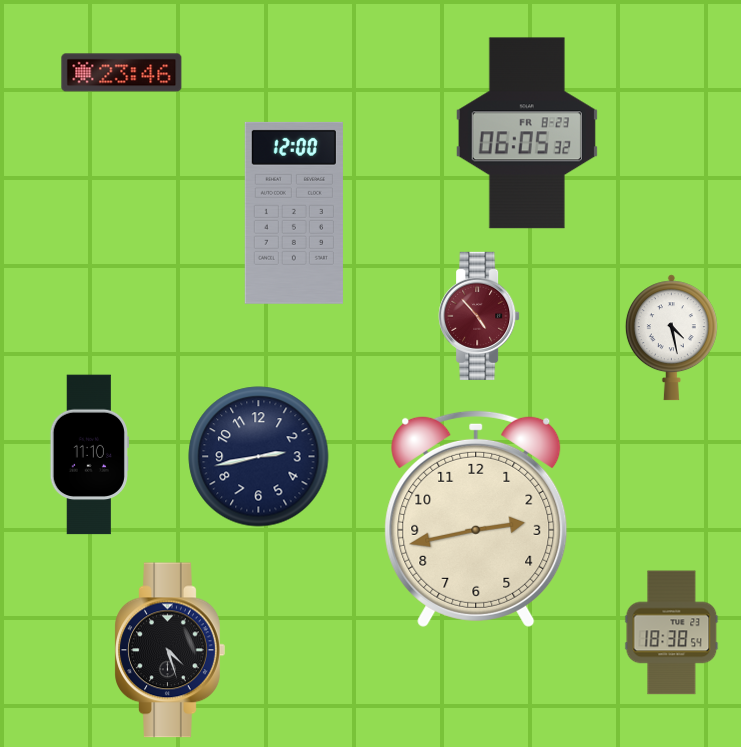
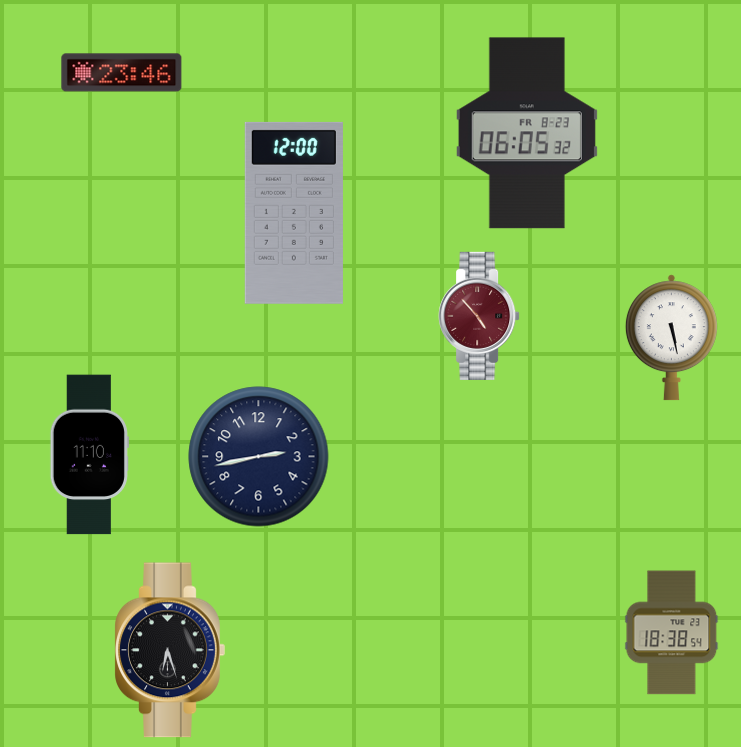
clock at (671, 338): 4:28 -> 5:28
clock at (476, 518): 2:43 -> none
clock at (170, 650): 4:27 -> 6:27
